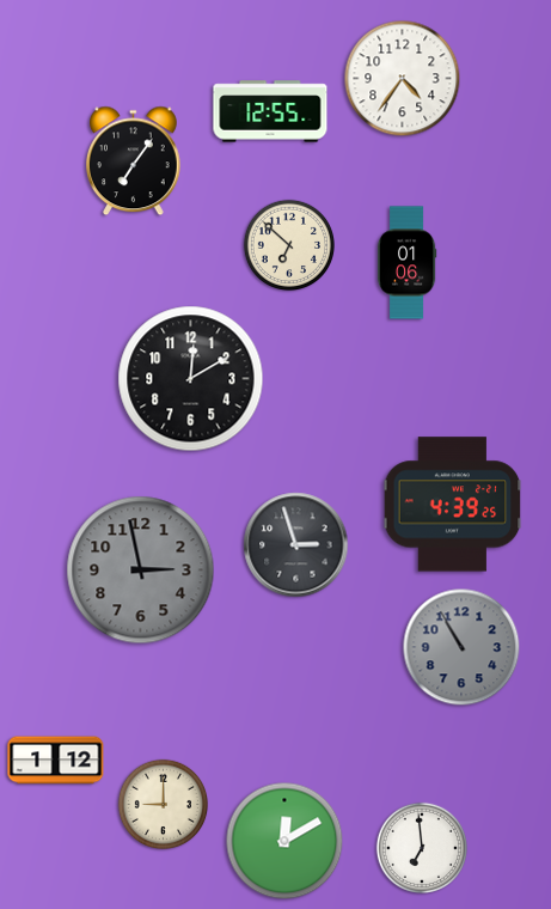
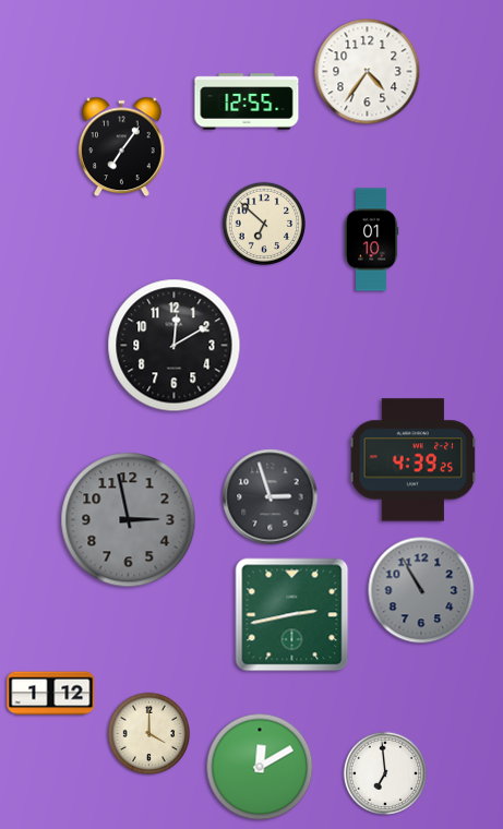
clock at (406, 263): 01:06 -> 01:10
clock at (292, 615): none -> 2:43
clock at (164, 805): 9:00 -> 4:00
